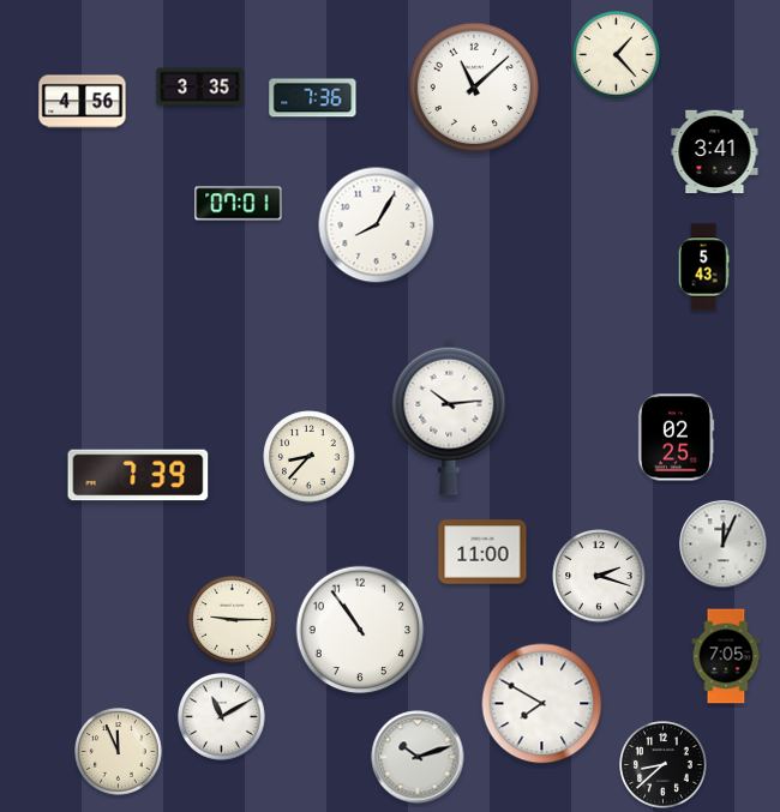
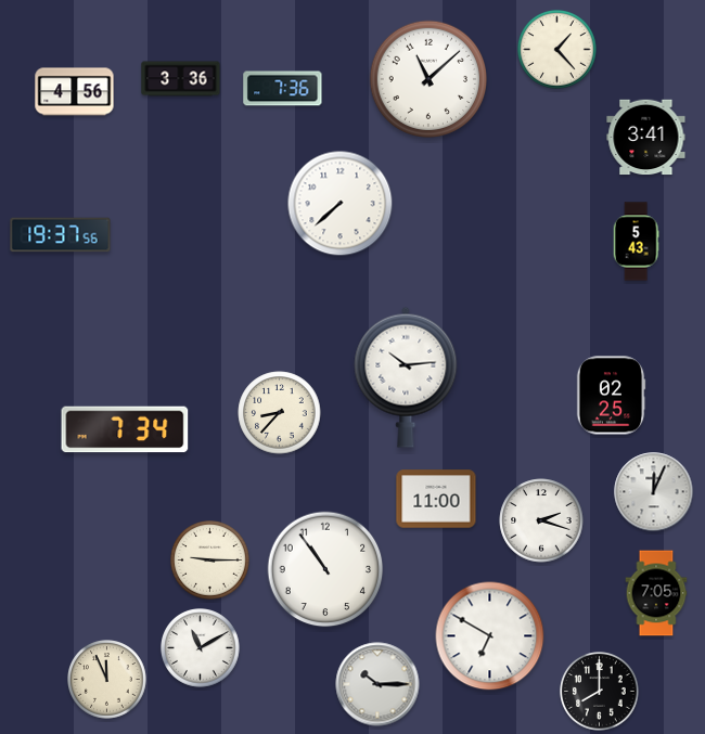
clock at (200, 88): 3:35 -> 3:36
clock at (239, 204): 07:01 -> none
clock at (377, 225): 8:05 -> 7:38
clock at (61, 235): none -> 19:37
clock at (138, 475): 7:39 -> 7:34
clock at (542, 704): 7:50 -> 6:50
clock at (418, 757): 10:12 -> 10:15
clock at (664, 765): 8:38 -> 8:00
